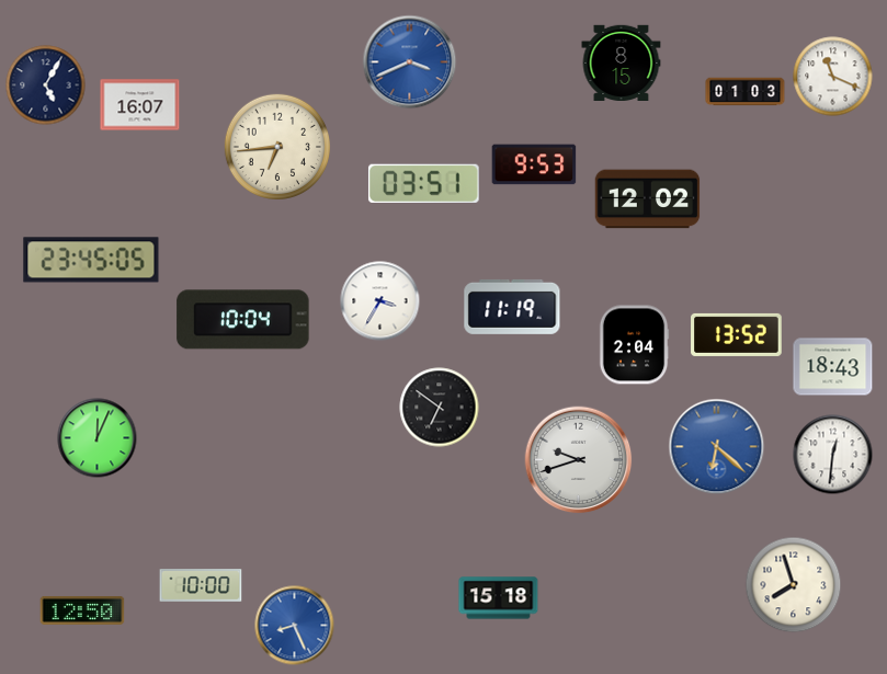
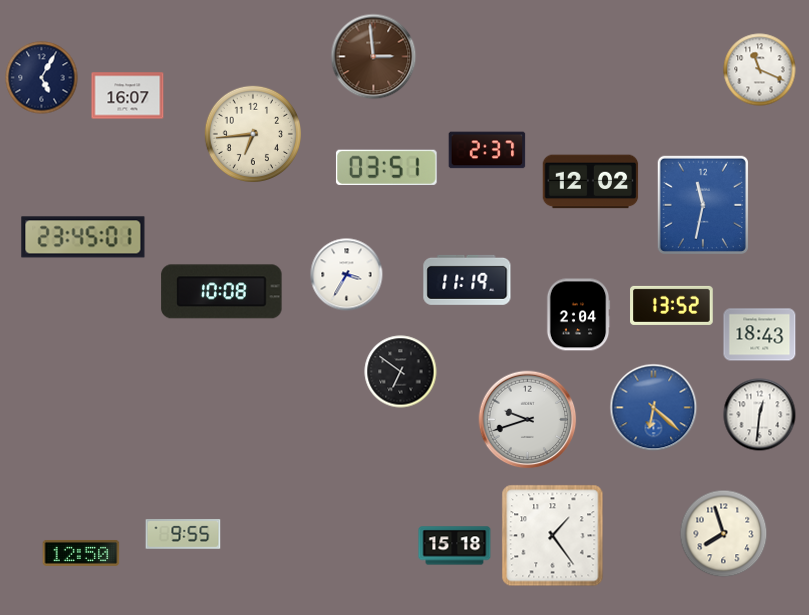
clock at (410, 62): 3:41 -> 2:59
clock at (410, 62) dial: blue -> brown
clock at (622, 62): 8:15 -> none
clock at (746, 92): 01:03 -> none
clock at (534, 164): 9:53 -> 2:37
clock at (703, 205): none -> 11:32
clock at (91, 260): 23:45:05 -> 23:45:01
clock at (243, 320): 10:04 -> 10:08
clock at (98, 438): 12:04 -> none
clock at (201, 585): 10:00 -> 9:55
clock at (553, 536): none -> 1:24
clock at (82, 610) position: (82, 610) -> (81, 553)
clock at (295, 626): 8:26 -> none
